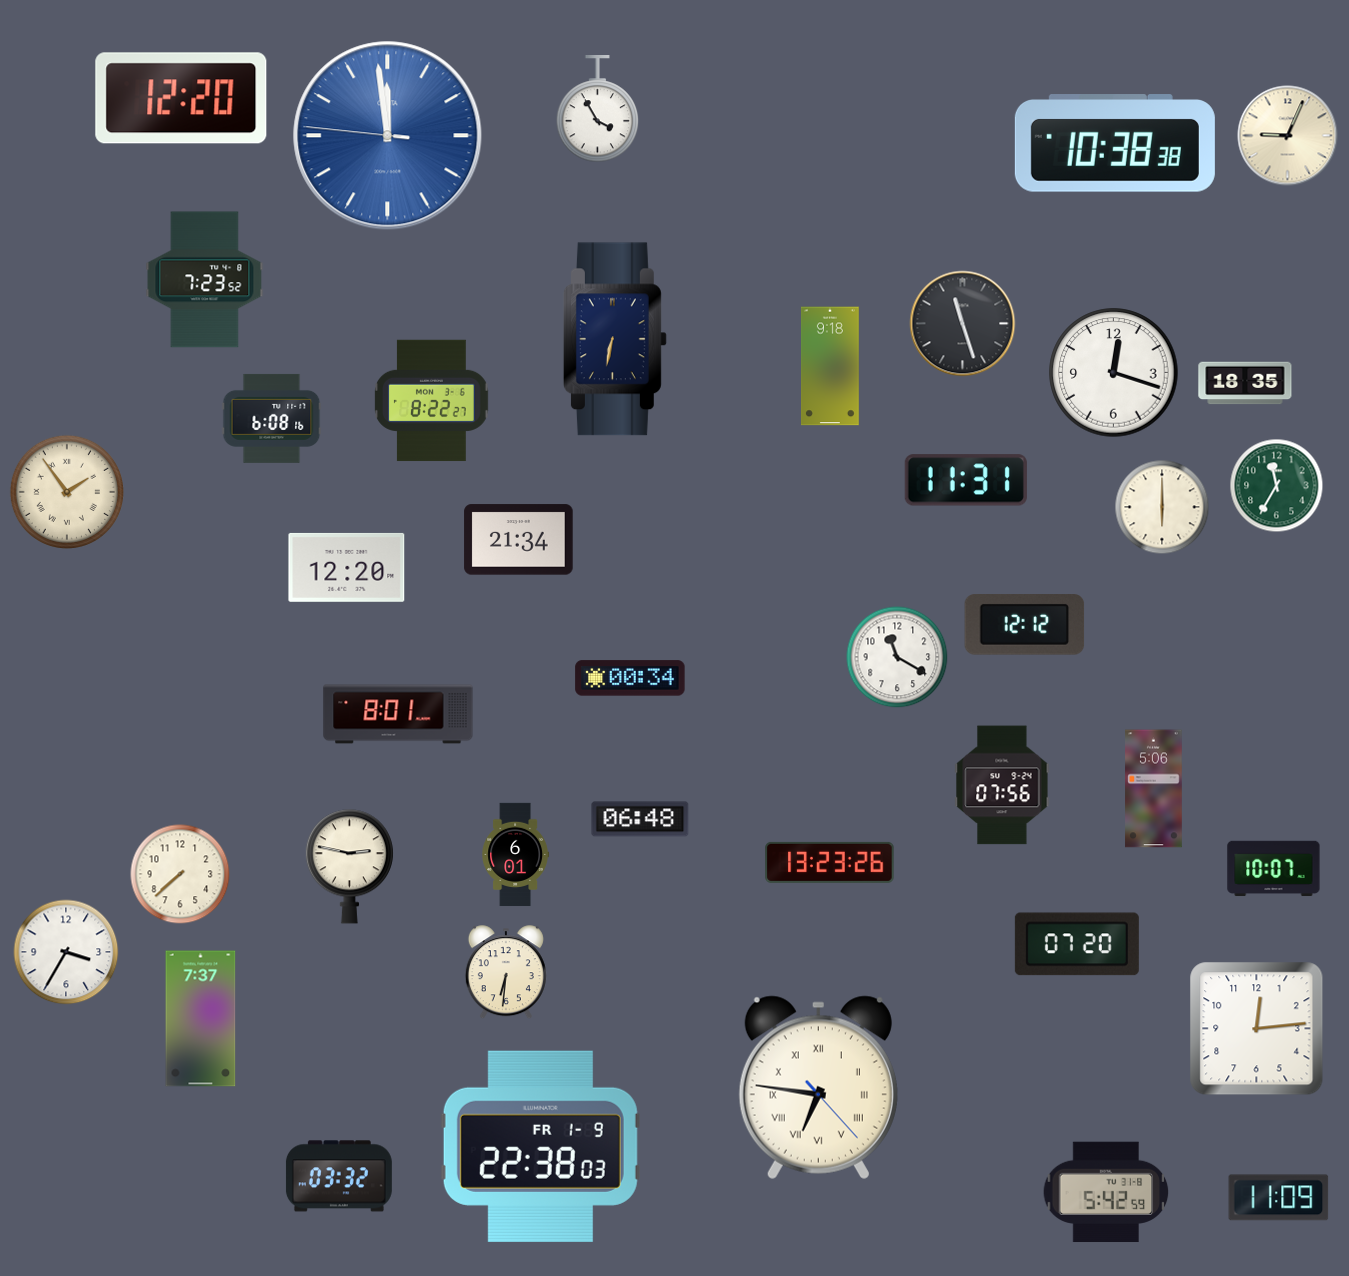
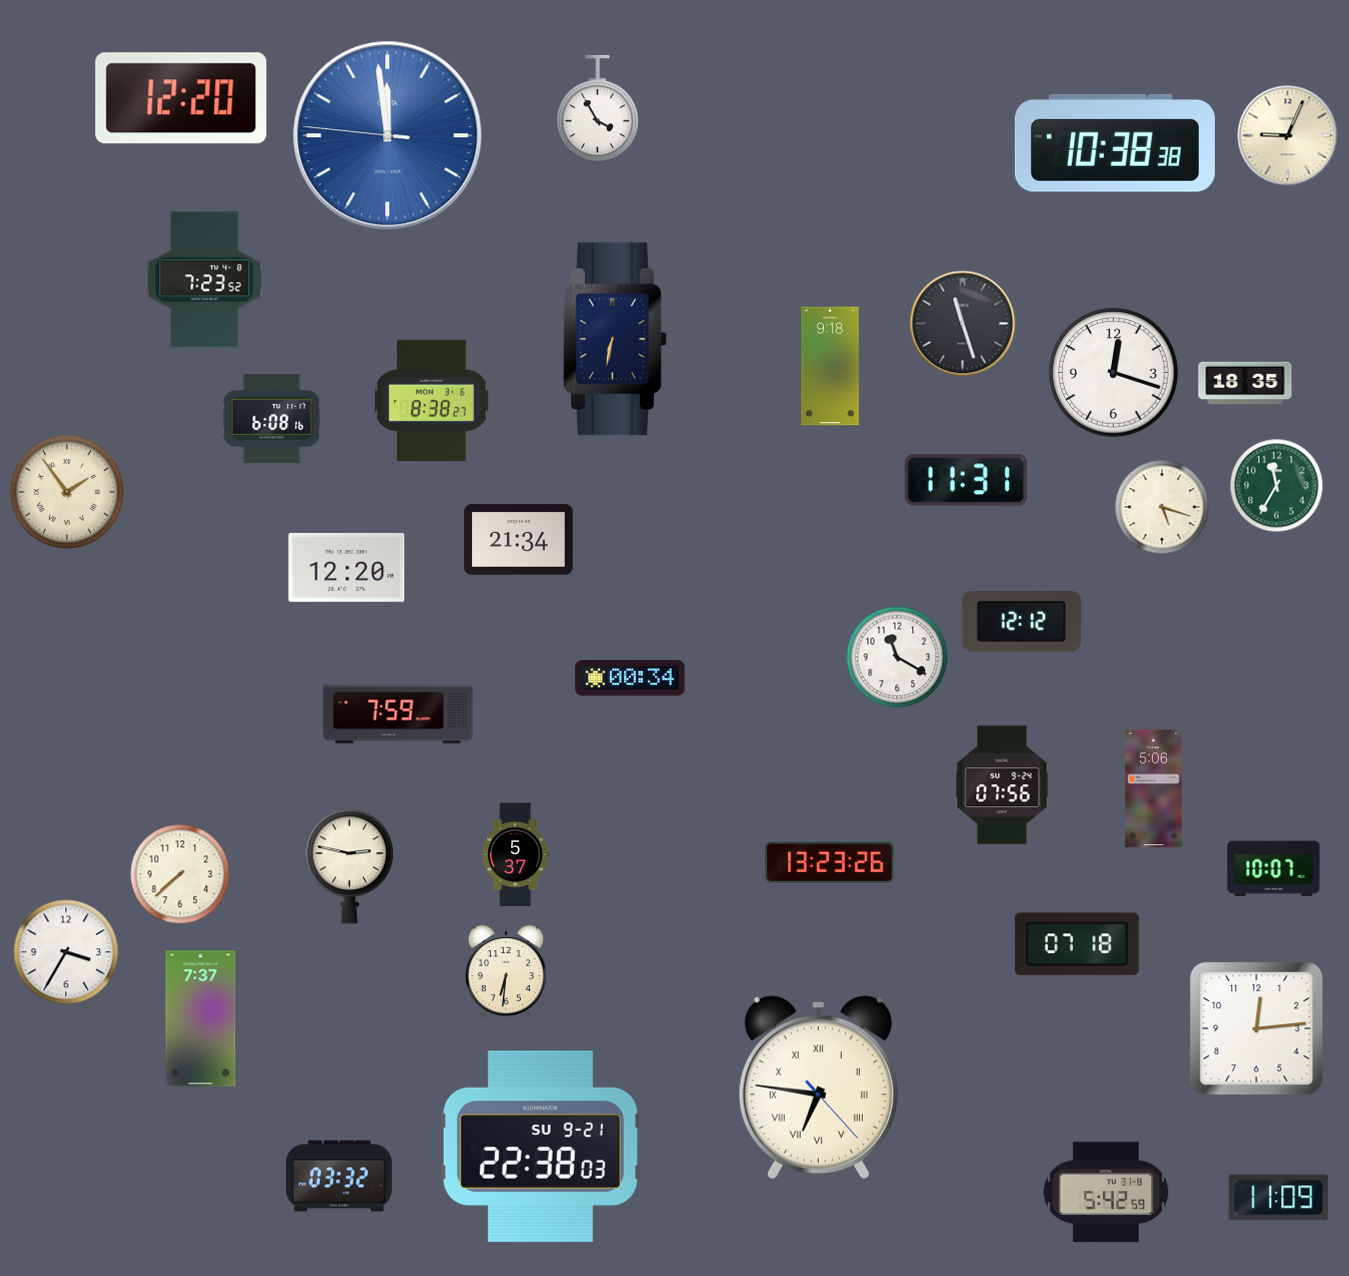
clock at (432, 401): 8:22 -> 8:38
clock at (1162, 507): 6:00 -> 5:18
clock at (1025, 625) position: (1025, 625) -> (1022, 622)
clock at (398, 714): 8:01 -> 7:59
clock at (640, 819): 06:48 -> none
clock at (515, 855): 6:01 -> 5:37
clock at (1077, 944): 07:20 -> 07:18
clock at (540, 1146) date: FR 1-9 -> SU 9-21
